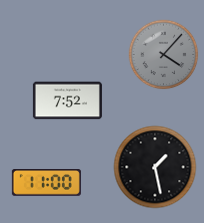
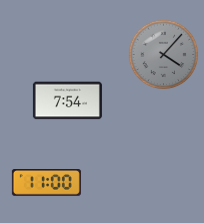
clock at (67, 101): 7:52 -> 7:54
clock at (155, 167): 1:28 -> none
